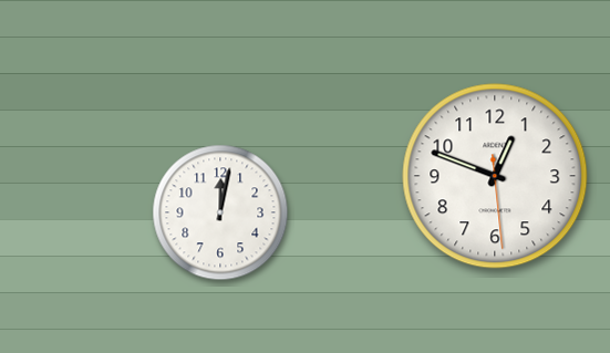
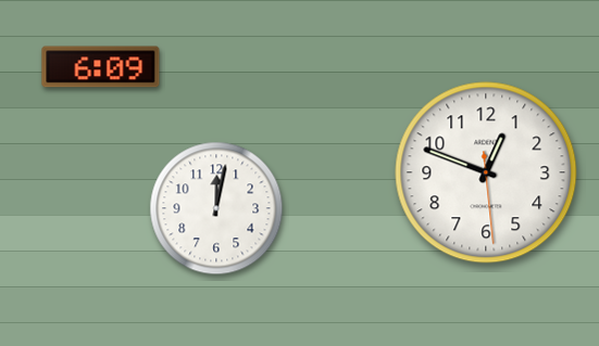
clock at (101, 67): none -> 6:09
